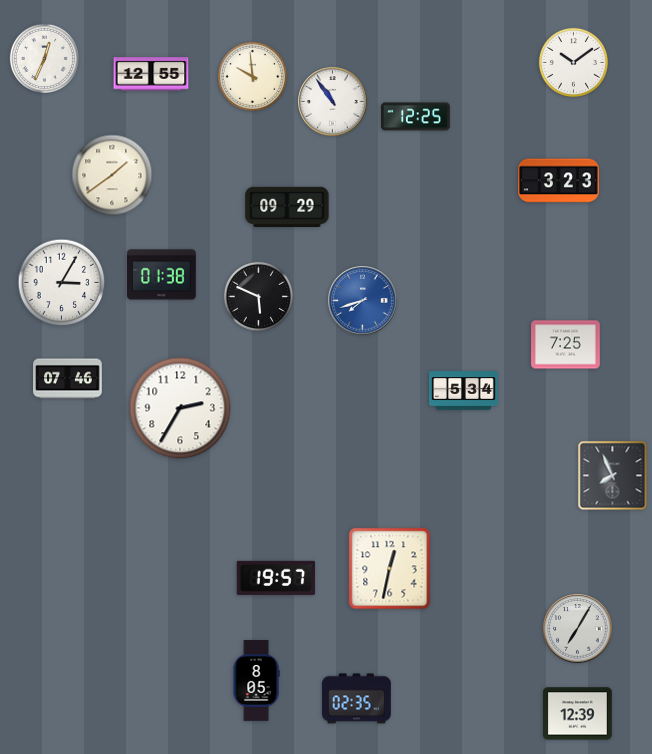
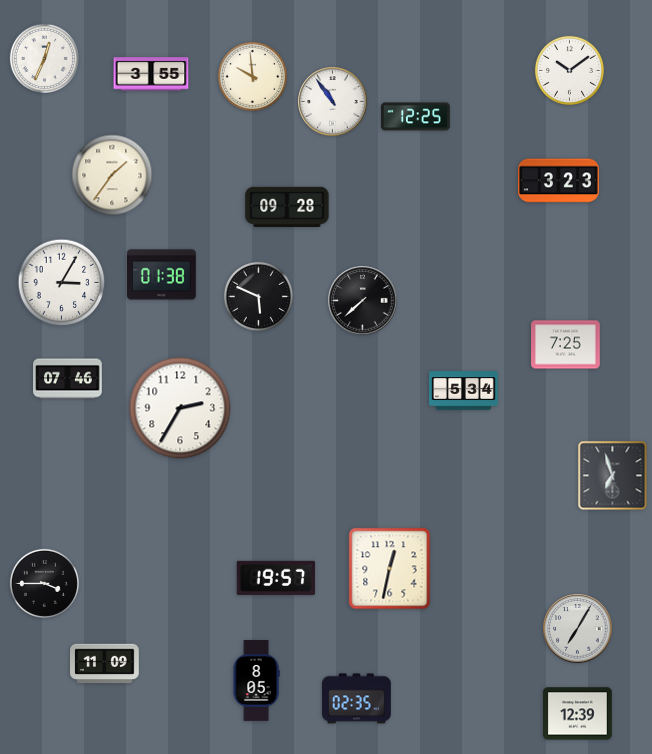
clock at (573, 62) position: (573, 62) -> (569, 70)
clock at (151, 74): 12:55 -> 3:55
clock at (112, 175): 1:39 -> 1:36
clock at (287, 206): 09:29 -> 09:28
clock at (363, 301): 7:42 -> 7:38
clock at (363, 301) dial: blue -> black
clock at (613, 476): 7:56 -> 6:57
clock at (44, 583): none -> 3:45
clock at (105, 664): none -> 11:09
